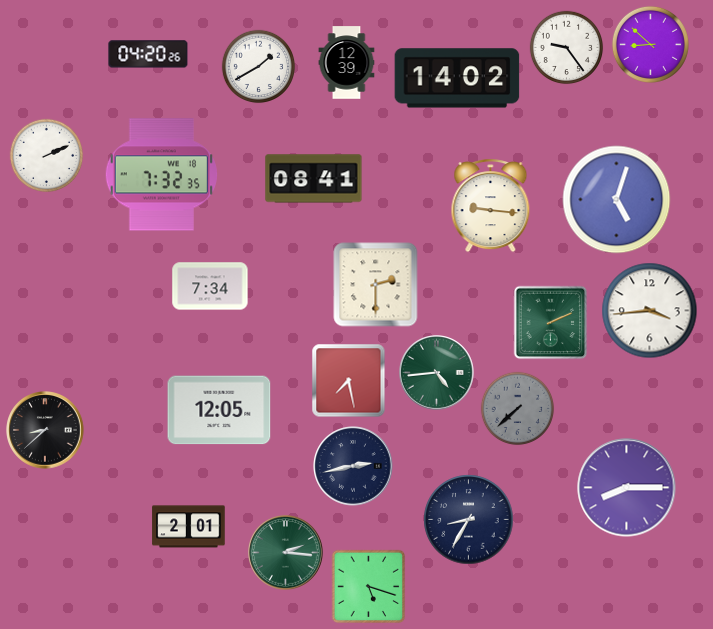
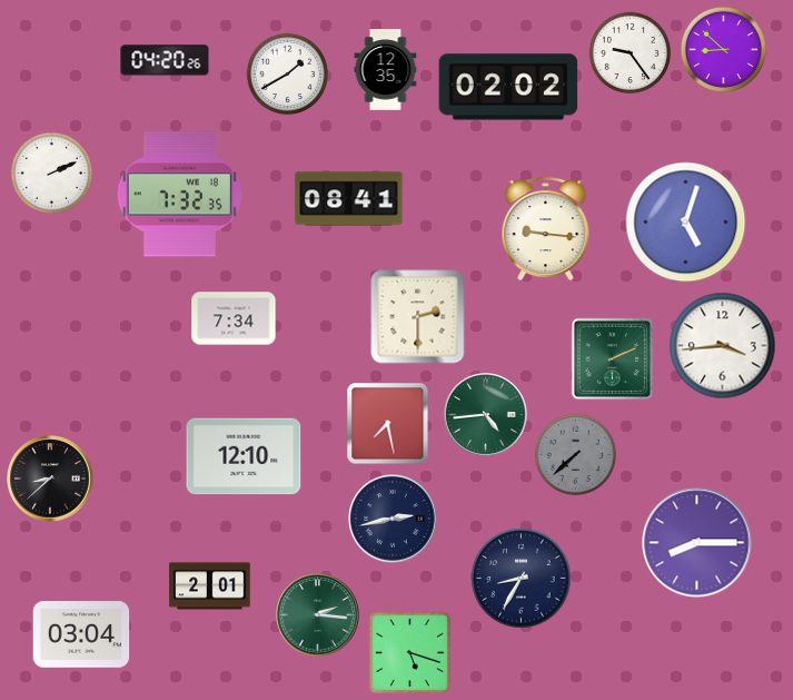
clock at (347, 63): 12:39 -> 12:35
clock at (457, 78): 14:02 -> 02:02
clock at (219, 410): 12:05 -> 12:10
clock at (81, 634): none -> 03:04
